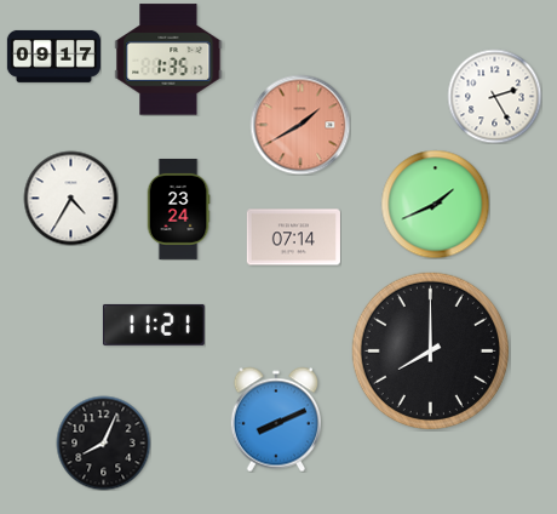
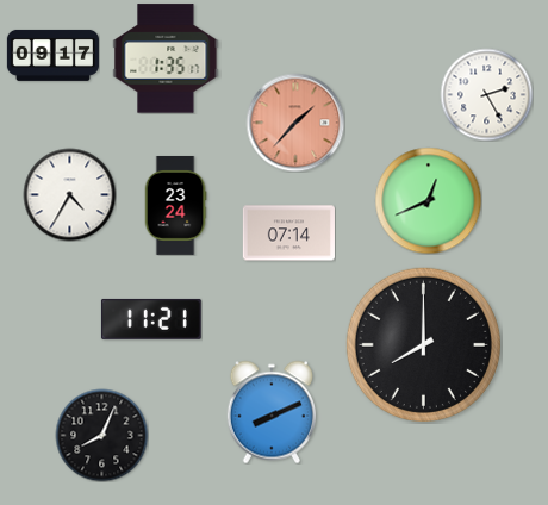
clock at (300, 125): 1:40 -> 1:37
clock at (435, 204): 1:41 -> 12:41
